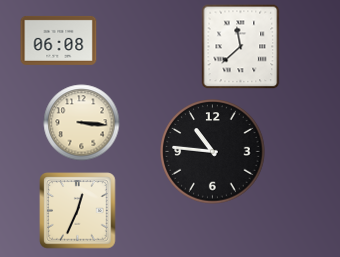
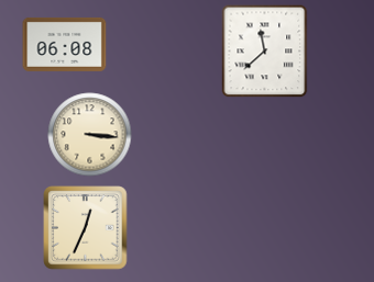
clock at (213, 152): 10:46 -> none
clock at (78, 211) position: (78, 211) -> (86, 228)
